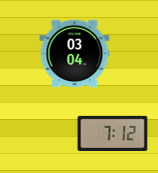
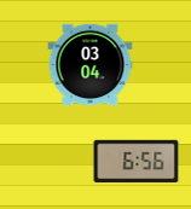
clock at (113, 133): 7:12 -> 6:56
